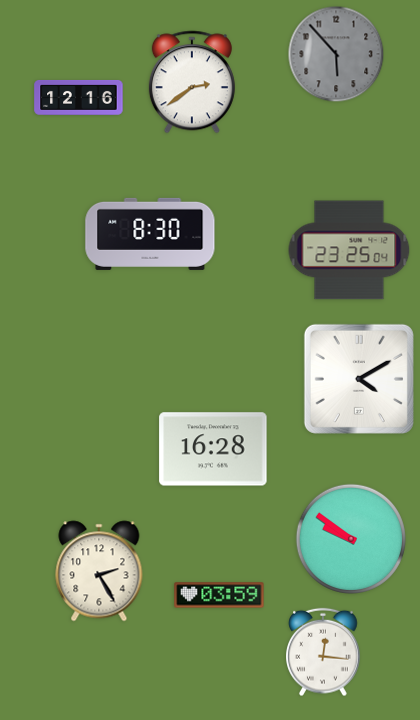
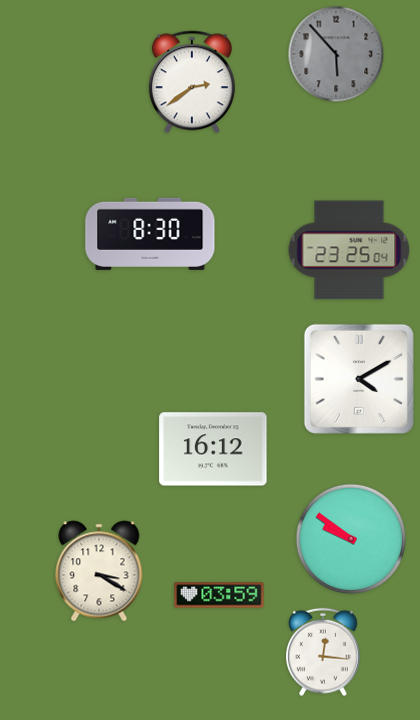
clock at (79, 97): 12:16 -> none
clock at (213, 449): 16:28 -> 16:12
clock at (99, 571): 2:25 -> 3:20
